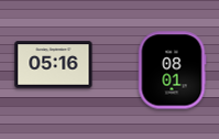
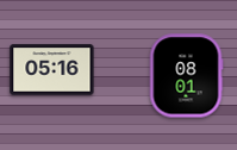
clock at (54, 65) position: (54, 65) -> (52, 70)
